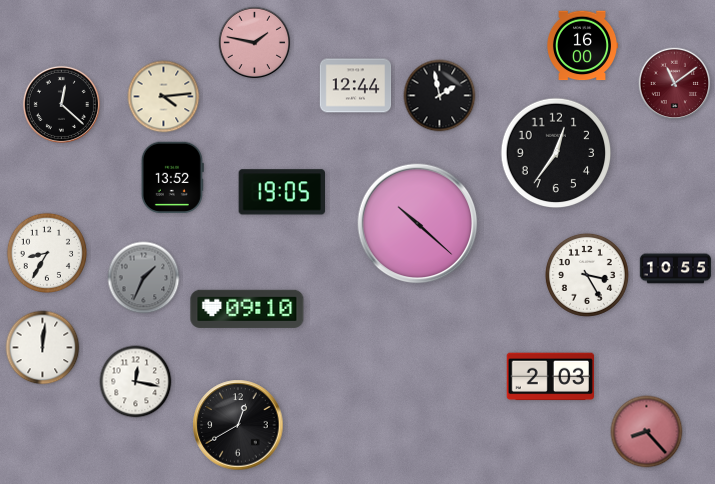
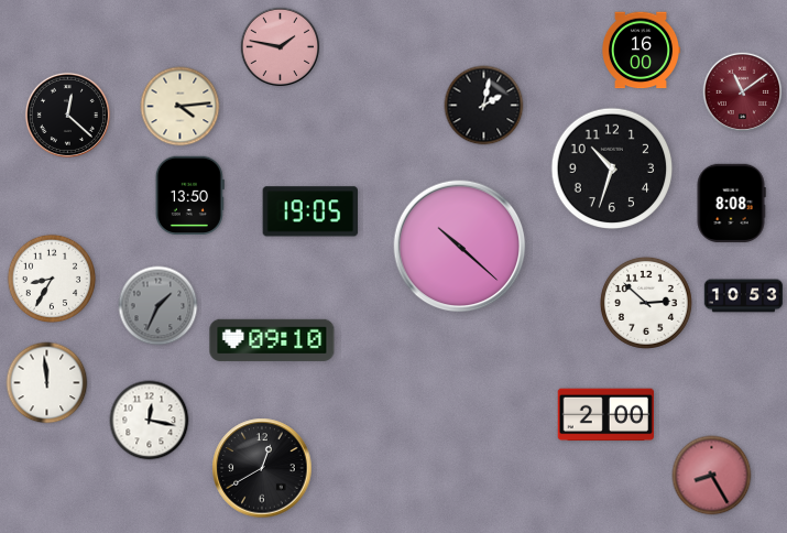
clock at (356, 86): 12:44 -> none
clock at (440, 96): 1:58 -> 2:02
clock at (556, 153): 12:36 -> 10:33
clock at (172, 177): 13:52 -> 13:50
clock at (731, 204): none -> 8:08
clock at (676, 269): 10:55 -> 10:53
clock at (587, 275): 3:25 -> 2:52
clock at (43, 348): 12:01 -> 11:59
clock at (550, 377): 2:03 -> 2:00
clock at (647, 432): 8:23 -> 8:25
